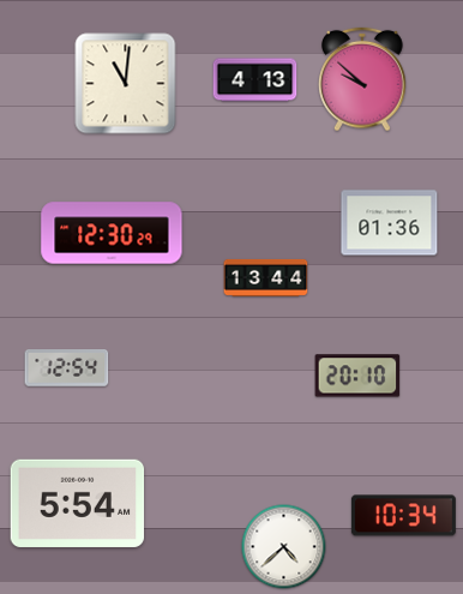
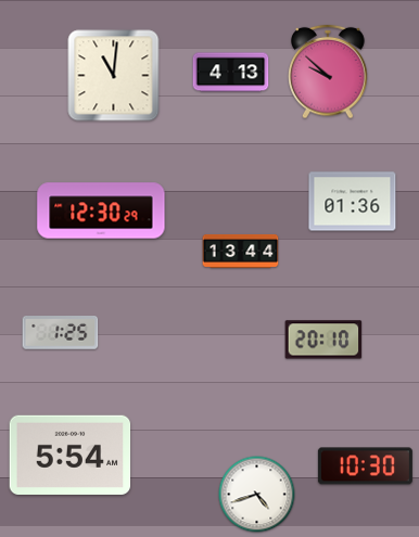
clock at (67, 368): 12:54 -> 1:25
clock at (403, 516): 10:34 -> 10:30
clock at (284, 547): 4:38 -> 4:42
